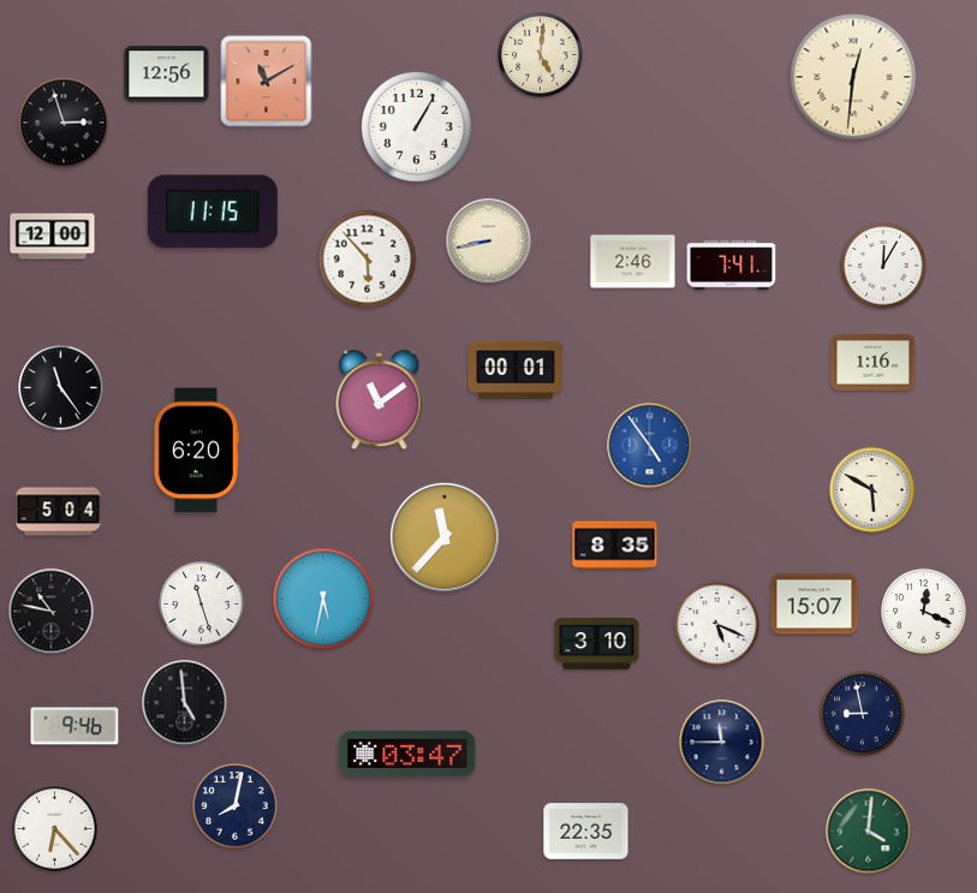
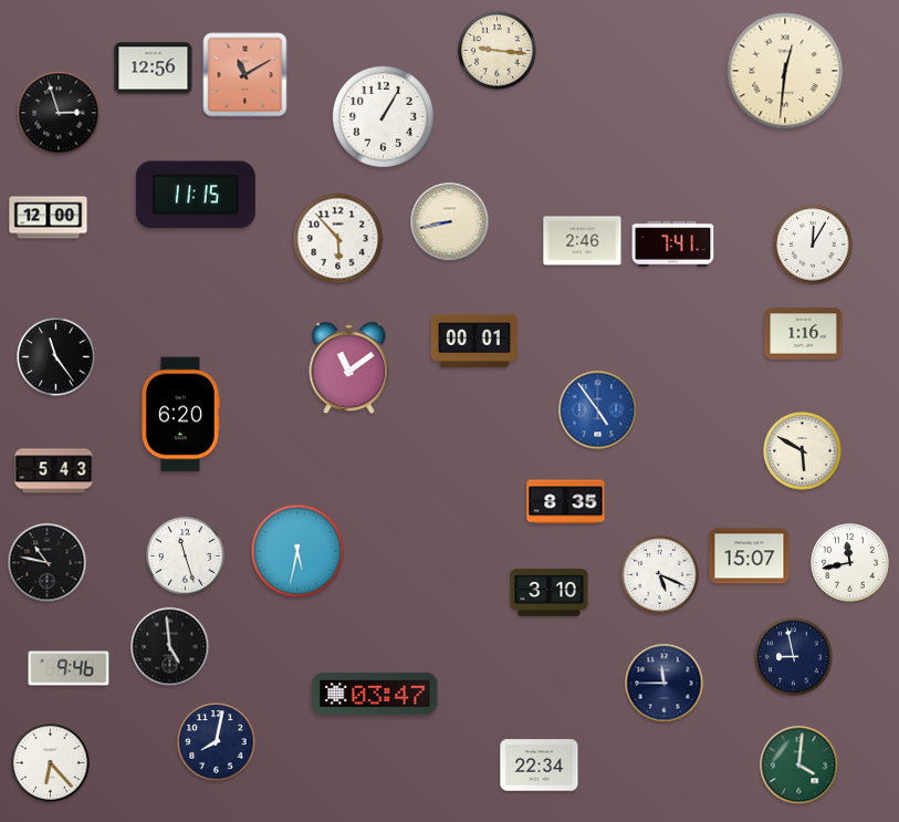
clock at (541, 55): 5:01 -> 9:16
clock at (59, 512): 5:04 -> 5:43
clock at (445, 537): 11:37 -> none
clock at (924, 612): 12:19 -> 11:43
clock at (586, 832): 22:35 -> 22:34
